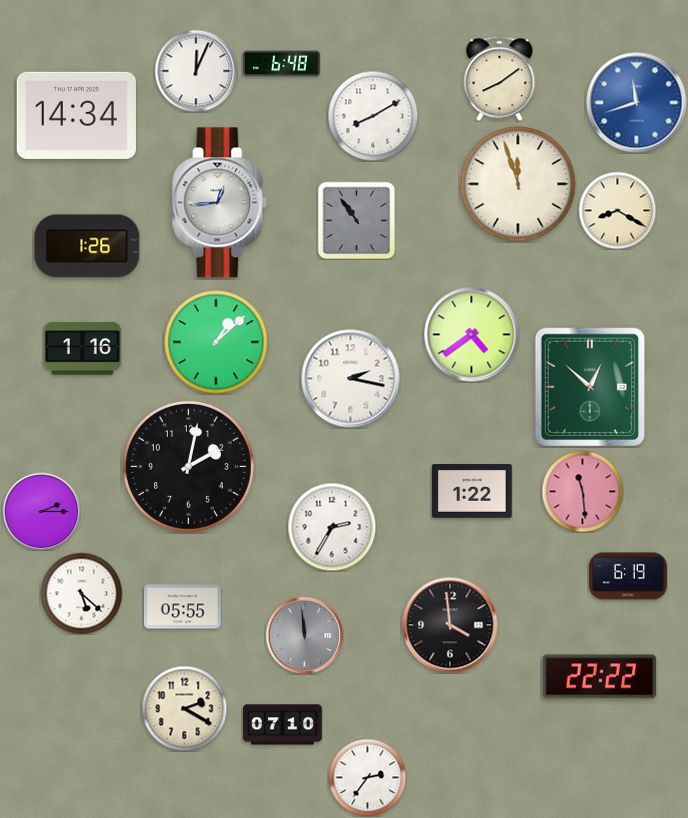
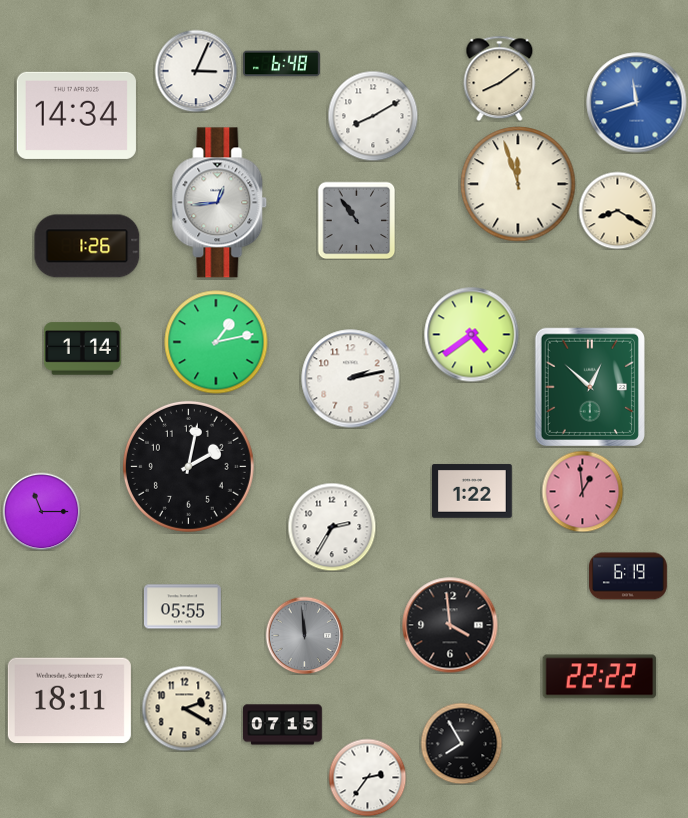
clock at (196, 71): 12:04 -> 3:04
clock at (216, 342): 1:08 -> 1:13
clock at (82, 349): 1:16 -> 1:14
clock at (351, 379): 2:17 -> 2:13
clock at (582, 491): 11:29 -> 12:59
clock at (41, 511): 2:15 -> 11:15
clock at (81, 593): 5:22 -> none
clock at (69, 701): none -> 18:11
clock at (283, 725): 07:10 -> 07:15
clock at (461, 743): none -> 7:55
